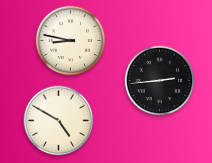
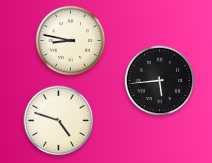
clock at (160, 81): 2:44 -> 5:44
clock at (59, 121): 4:50 -> 4:48
